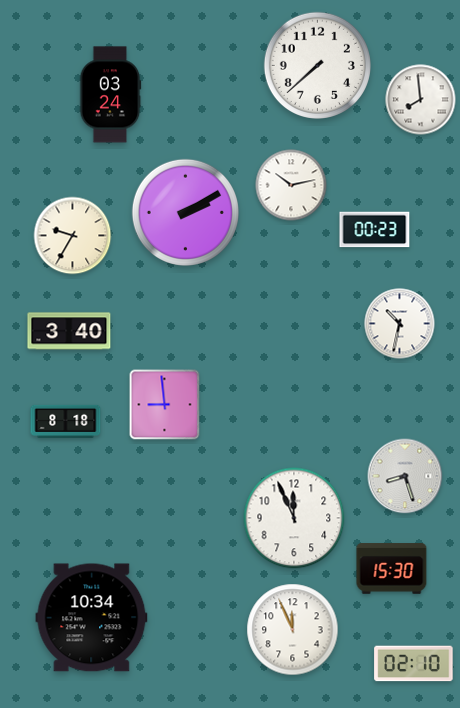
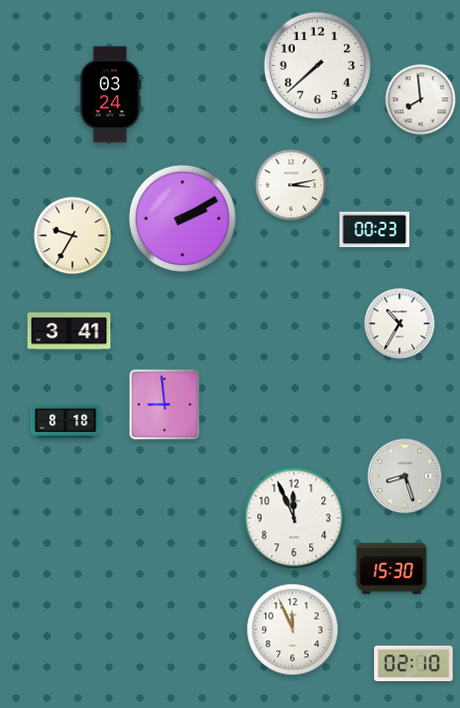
clock at (291, 185): 10:13 -> 3:13
clock at (185, 212) position: (185, 212) -> (182, 218)
clock at (400, 324): 10:32 -> 10:35
clock at (69, 331): 3:40 -> 3:41
clock at (92, 618): 10:34 -> none
